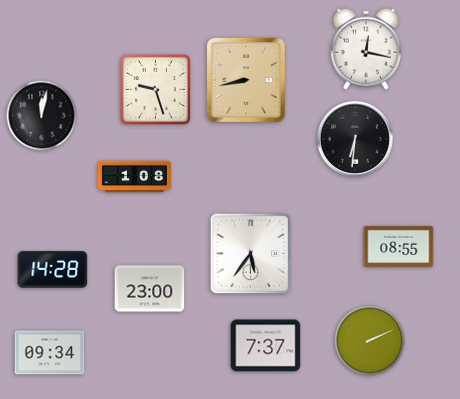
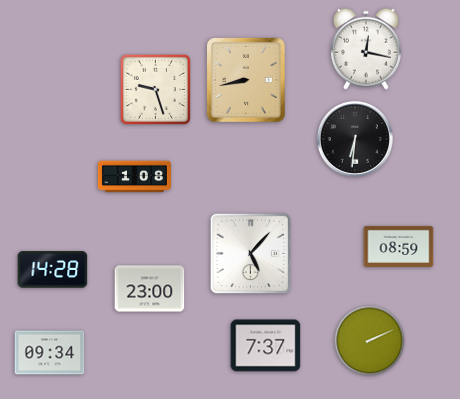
clock at (42, 116): 12:02 -> none
clock at (399, 246): 08:55 -> 08:59
clock at (251, 254): 5:36 -> 5:07
